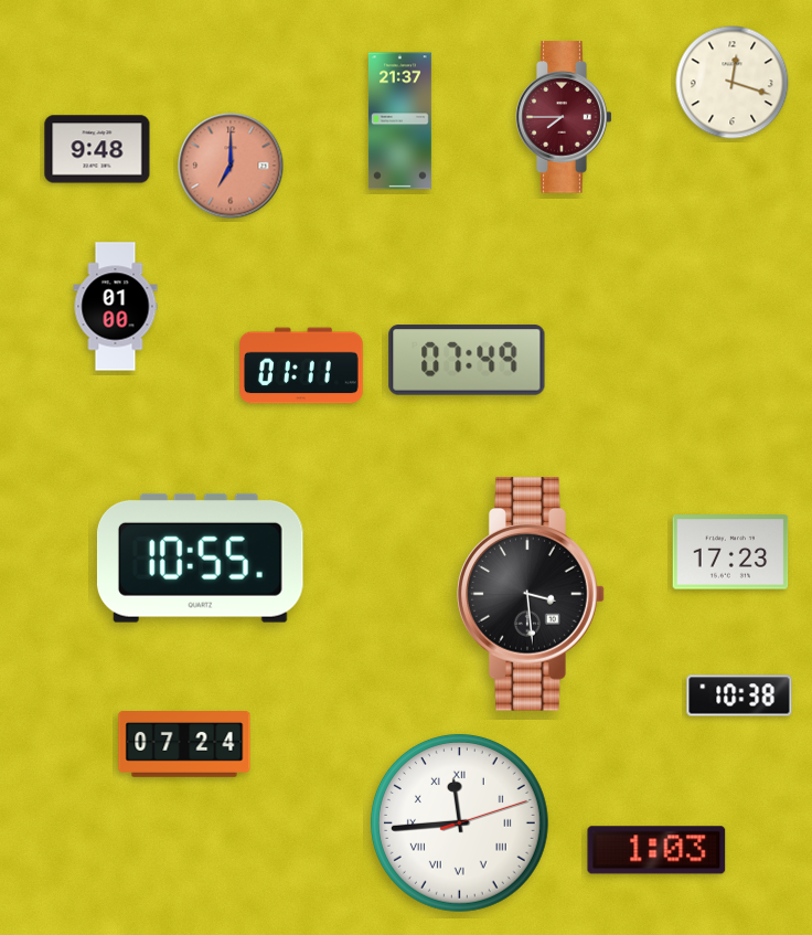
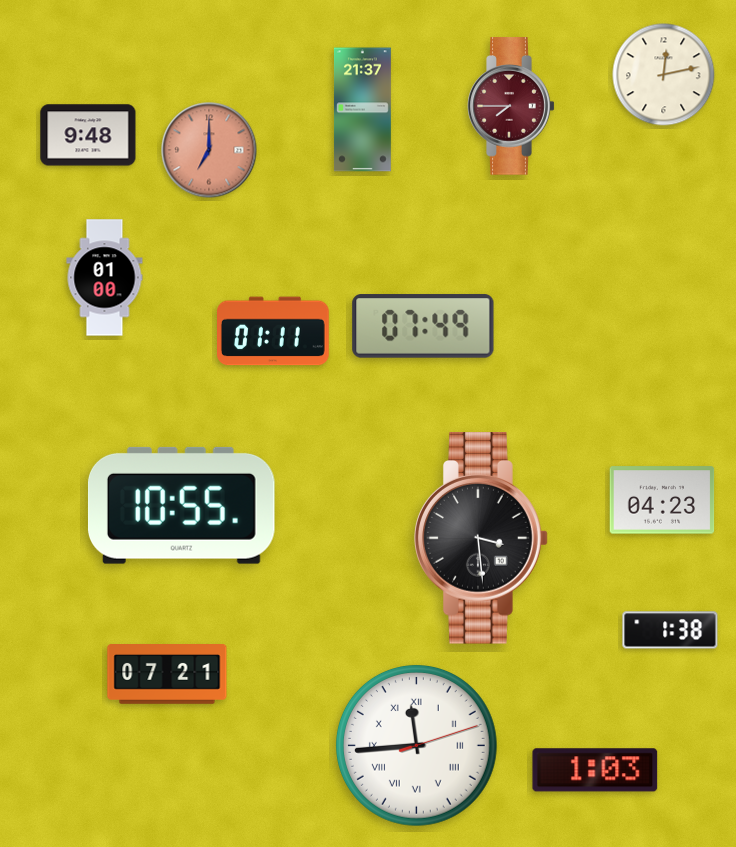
clock at (733, 83): 12:18 -> 12:13
clock at (730, 552): 17:23 -> 04:23
clock at (739, 695): 10:38 -> 1:38
clock at (184, 745): 07:24 -> 07:21
